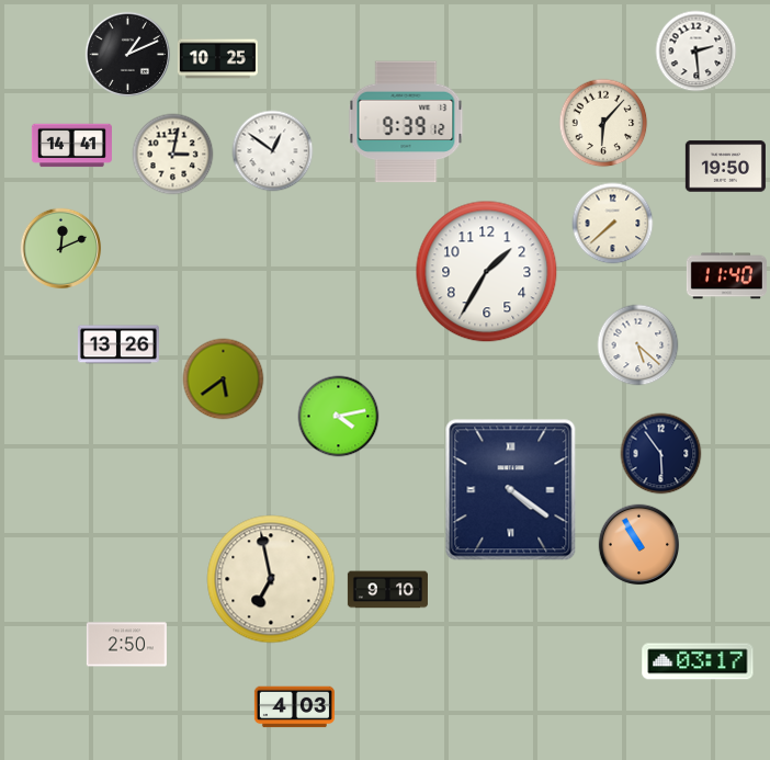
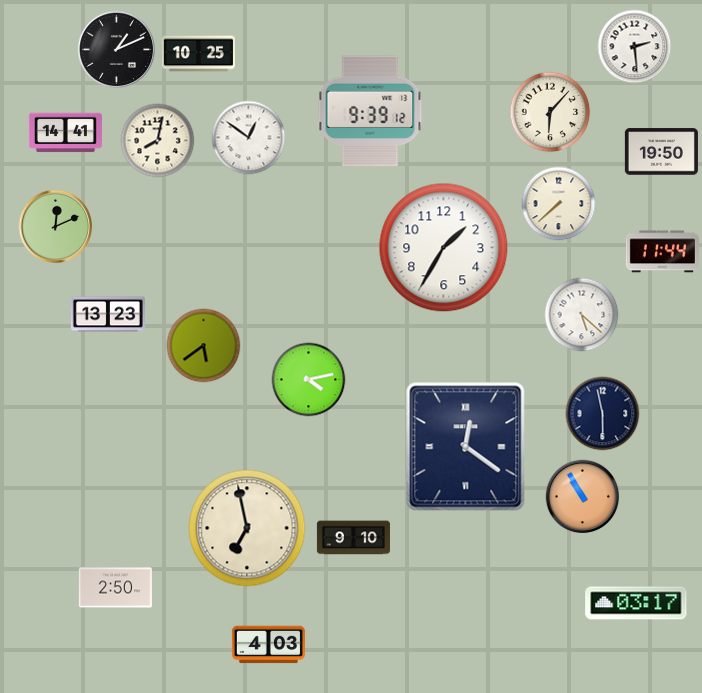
clock at (173, 155): 3:02 -> 8:02
clock at (726, 276): 11:40 -> 11:44
clock at (118, 344): 13:26 -> 13:23
clock at (661, 454): 5:54 -> 5:58
clock at (511, 490): 4:21 -> 12:21
